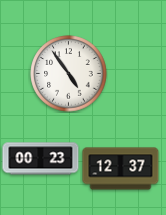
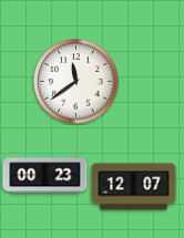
clock at (69, 74): 4:54 -> 11:39
clock at (121, 169): 12:37 -> 12:07
